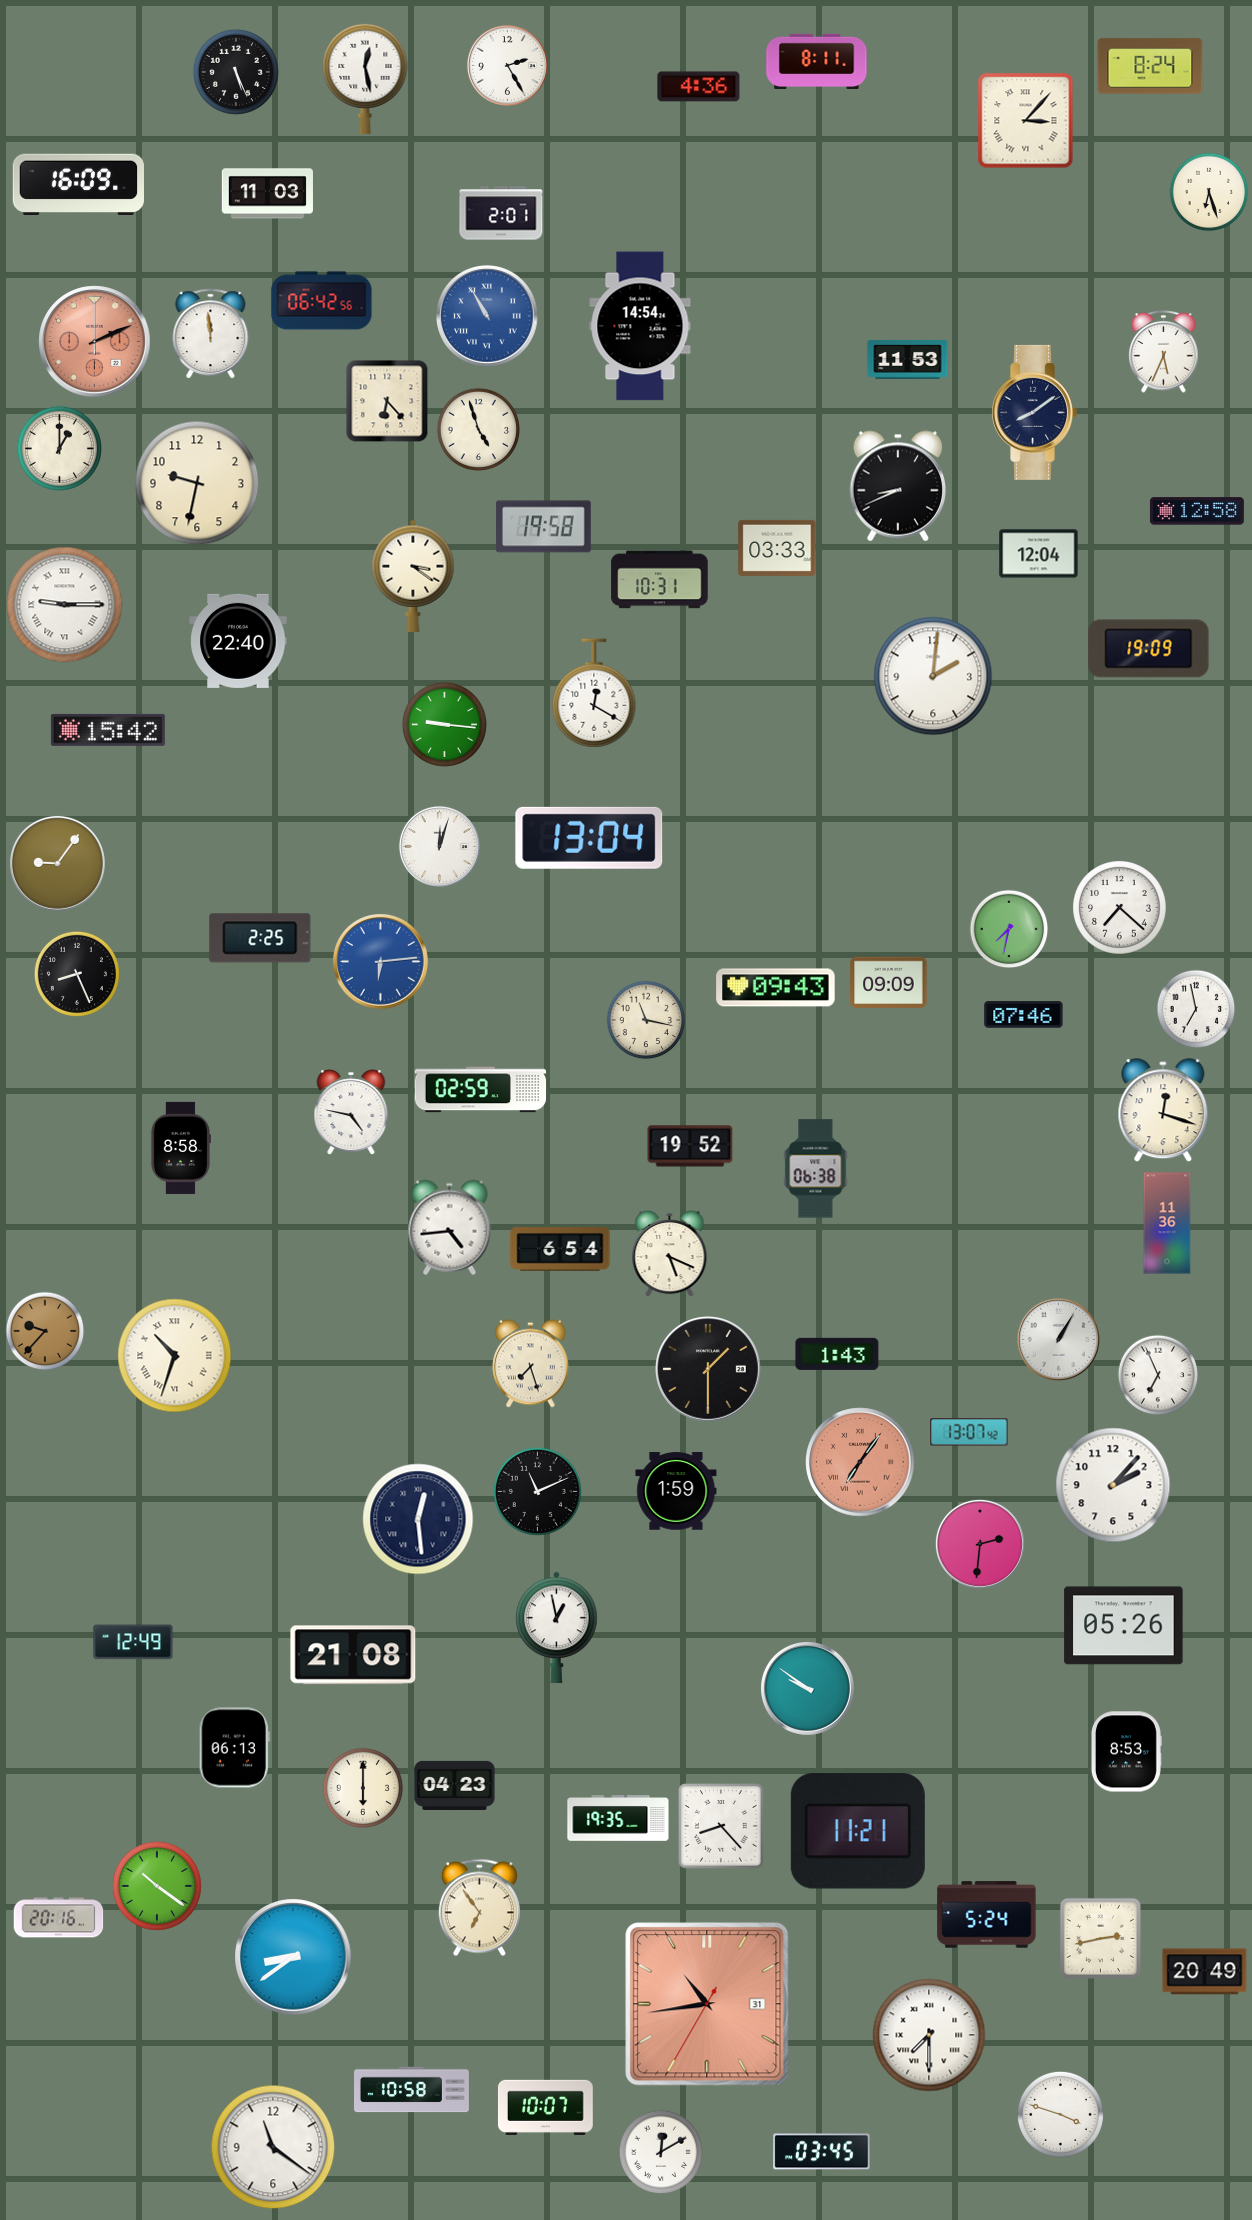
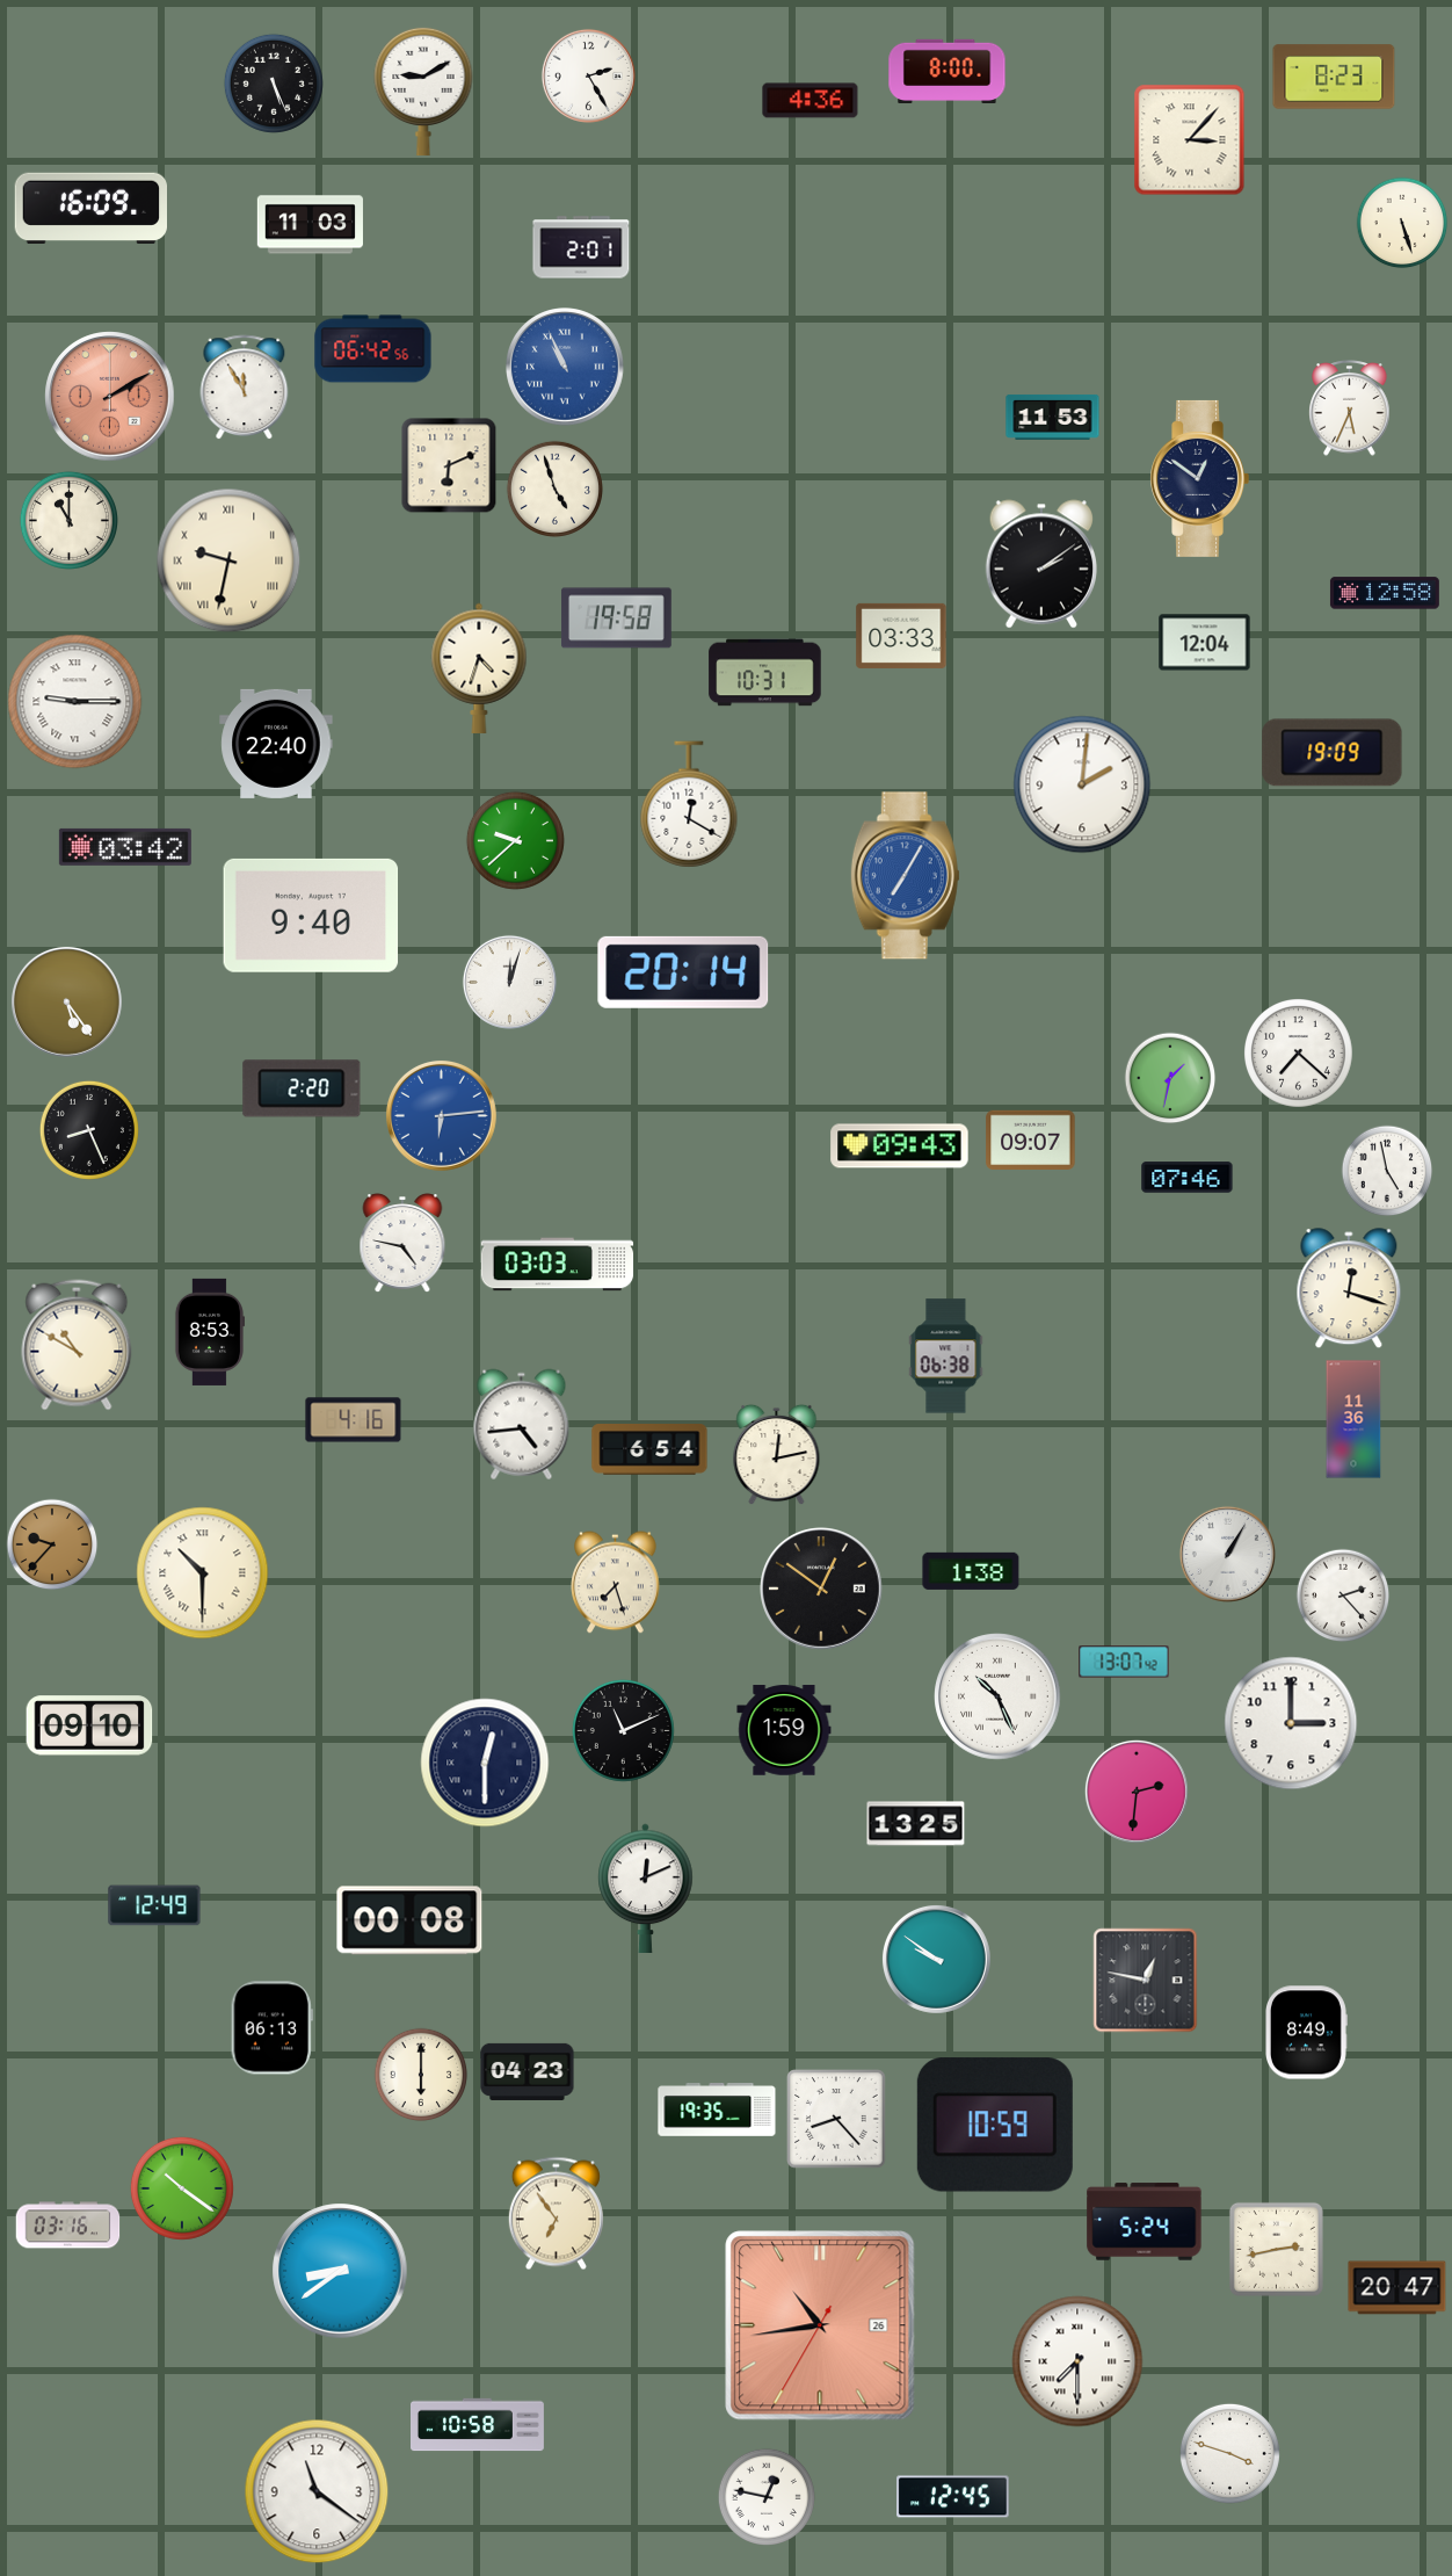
clock at (817, 61): 8:11 -> 8:00
clock at (1150, 66): 8:24 -> 8:23
clock at (365, 79): 12:28 -> 9:10
clock at (78, 185) position: (78, 185) -> (90, 209)
clock at (1209, 192): 6:27 -> 5:27
clock at (488, 317): 10:55 -> 10:56
clock at (640, 326): 14:54 -> none
clock at (211, 334): 11:59 -> 11:55
clock at (95, 342): 2:11 -> 2:10
clock at (387, 401): 6:23 -> 6:11
clock at (1034, 412): 8:09 -> 12:51
clock at (478, 429) position: (478, 429) -> (554, 489)
clock at (59, 448): 1:00 -> 11:00
clock at (197, 483) numerals: Arabic -> Roman
clock at (897, 486): 8:41 -> 2:09
clock at (1197, 511) position: (1197, 511) -> (1385, 593)
clock at (543, 527) position: (543, 527) -> (616, 618)
clock at (413, 576): 3:21 -> 4:33
clock at (444, 724): 9:16 -> 9:38
clock at (108, 730): 15:42 -> 03:42
clock at (905, 876): none -> 7:05
clock at (311, 916): none -> 9:40
clock at (589, 838): 13:04 -> 20:14
clock at (57, 863): 9:06 -> 5:24
clock at (1009, 929): 7:32 -> 1:32
clock at (260, 938): 2:25 -> 2:20
clock at (889, 982): 09:09 -> 09:07
clock at (1196, 1009): 6:58 -> 4:58
clock at (646, 1020): 11:17 -> none
clock at (481, 1090): 02:59 -> 03:03
clock at (351, 1113) position: (351, 1113) -> (402, 1244)
clock at (690, 1146): 19:52 -> none
clock at (181, 1148): 8:58 -> 8:53
clock at (77, 1345): none -> 10:50
clock at (354, 1420): none -> 4:16
clock at (670, 1254): 5:19 -> 12:13
clock at (837, 1354): 1:43 -> 1:38
clock at (175, 1356): 10:33 -> 10:30
clock at (708, 1369): 1:30 -> 12:51
clock at (1158, 1375): 6:56 -> 2:23
clock at (860, 1462): 7:06 -> 10:26
clock at (860, 1462) dial: salmon -> white
clock at (1113, 1485): 2:07 -> 3:00
clock at (89, 1725): none -> 09:10
clock at (418, 1519): 12:29 -> 12:30
clock at (916, 1824): none -> 13:25
clock at (1124, 1626): 05:26 -> none
clock at (557, 1627): 12:58 -> 12:11
clock at (353, 1655): 21:08 -> 00:08
clock at (1146, 1981): none -> 12:47
clock at (1127, 1752): 8:53 -> 8:49
clock at (858, 1831): 11:21 -> 10:59
clock at (59, 1918): 20:16 -> 03:16
clock at (1205, 1972): 20:49 -> 20:47
clock at (707, 2004) date: 31 -> 26
clock at (545, 2107): 10:07 -> none
clock at (661, 2152): 12:10 -> 12:47
clock at (822, 2152): 03:45 -> 12:45
